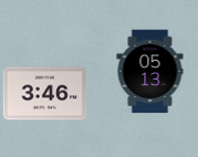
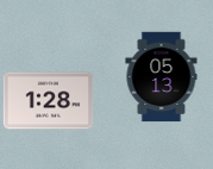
clock at (45, 94): 3:46 -> 1:28
